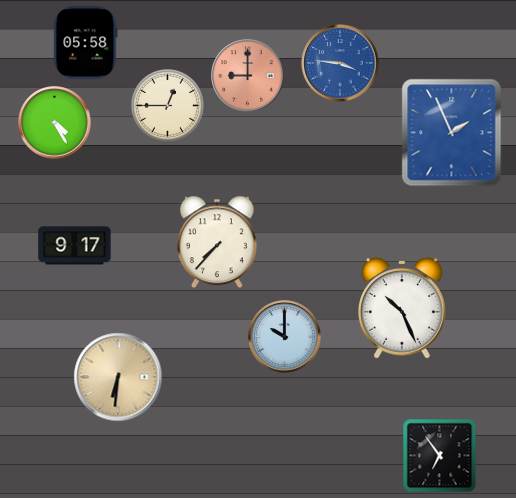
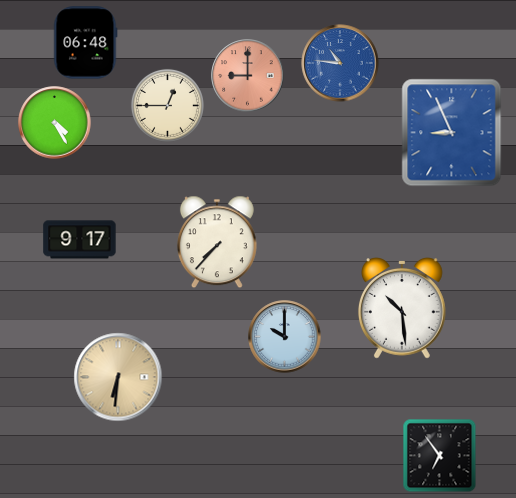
clock at (85, 43): 05:58 -> 06:48
clock at (340, 63): 3:46 -> 10:46
clock at (452, 133): 1:56 -> 8:56
clock at (75, 246) position: (75, 246) -> (80, 240)
clock at (402, 309): 10:26 -> 10:29
